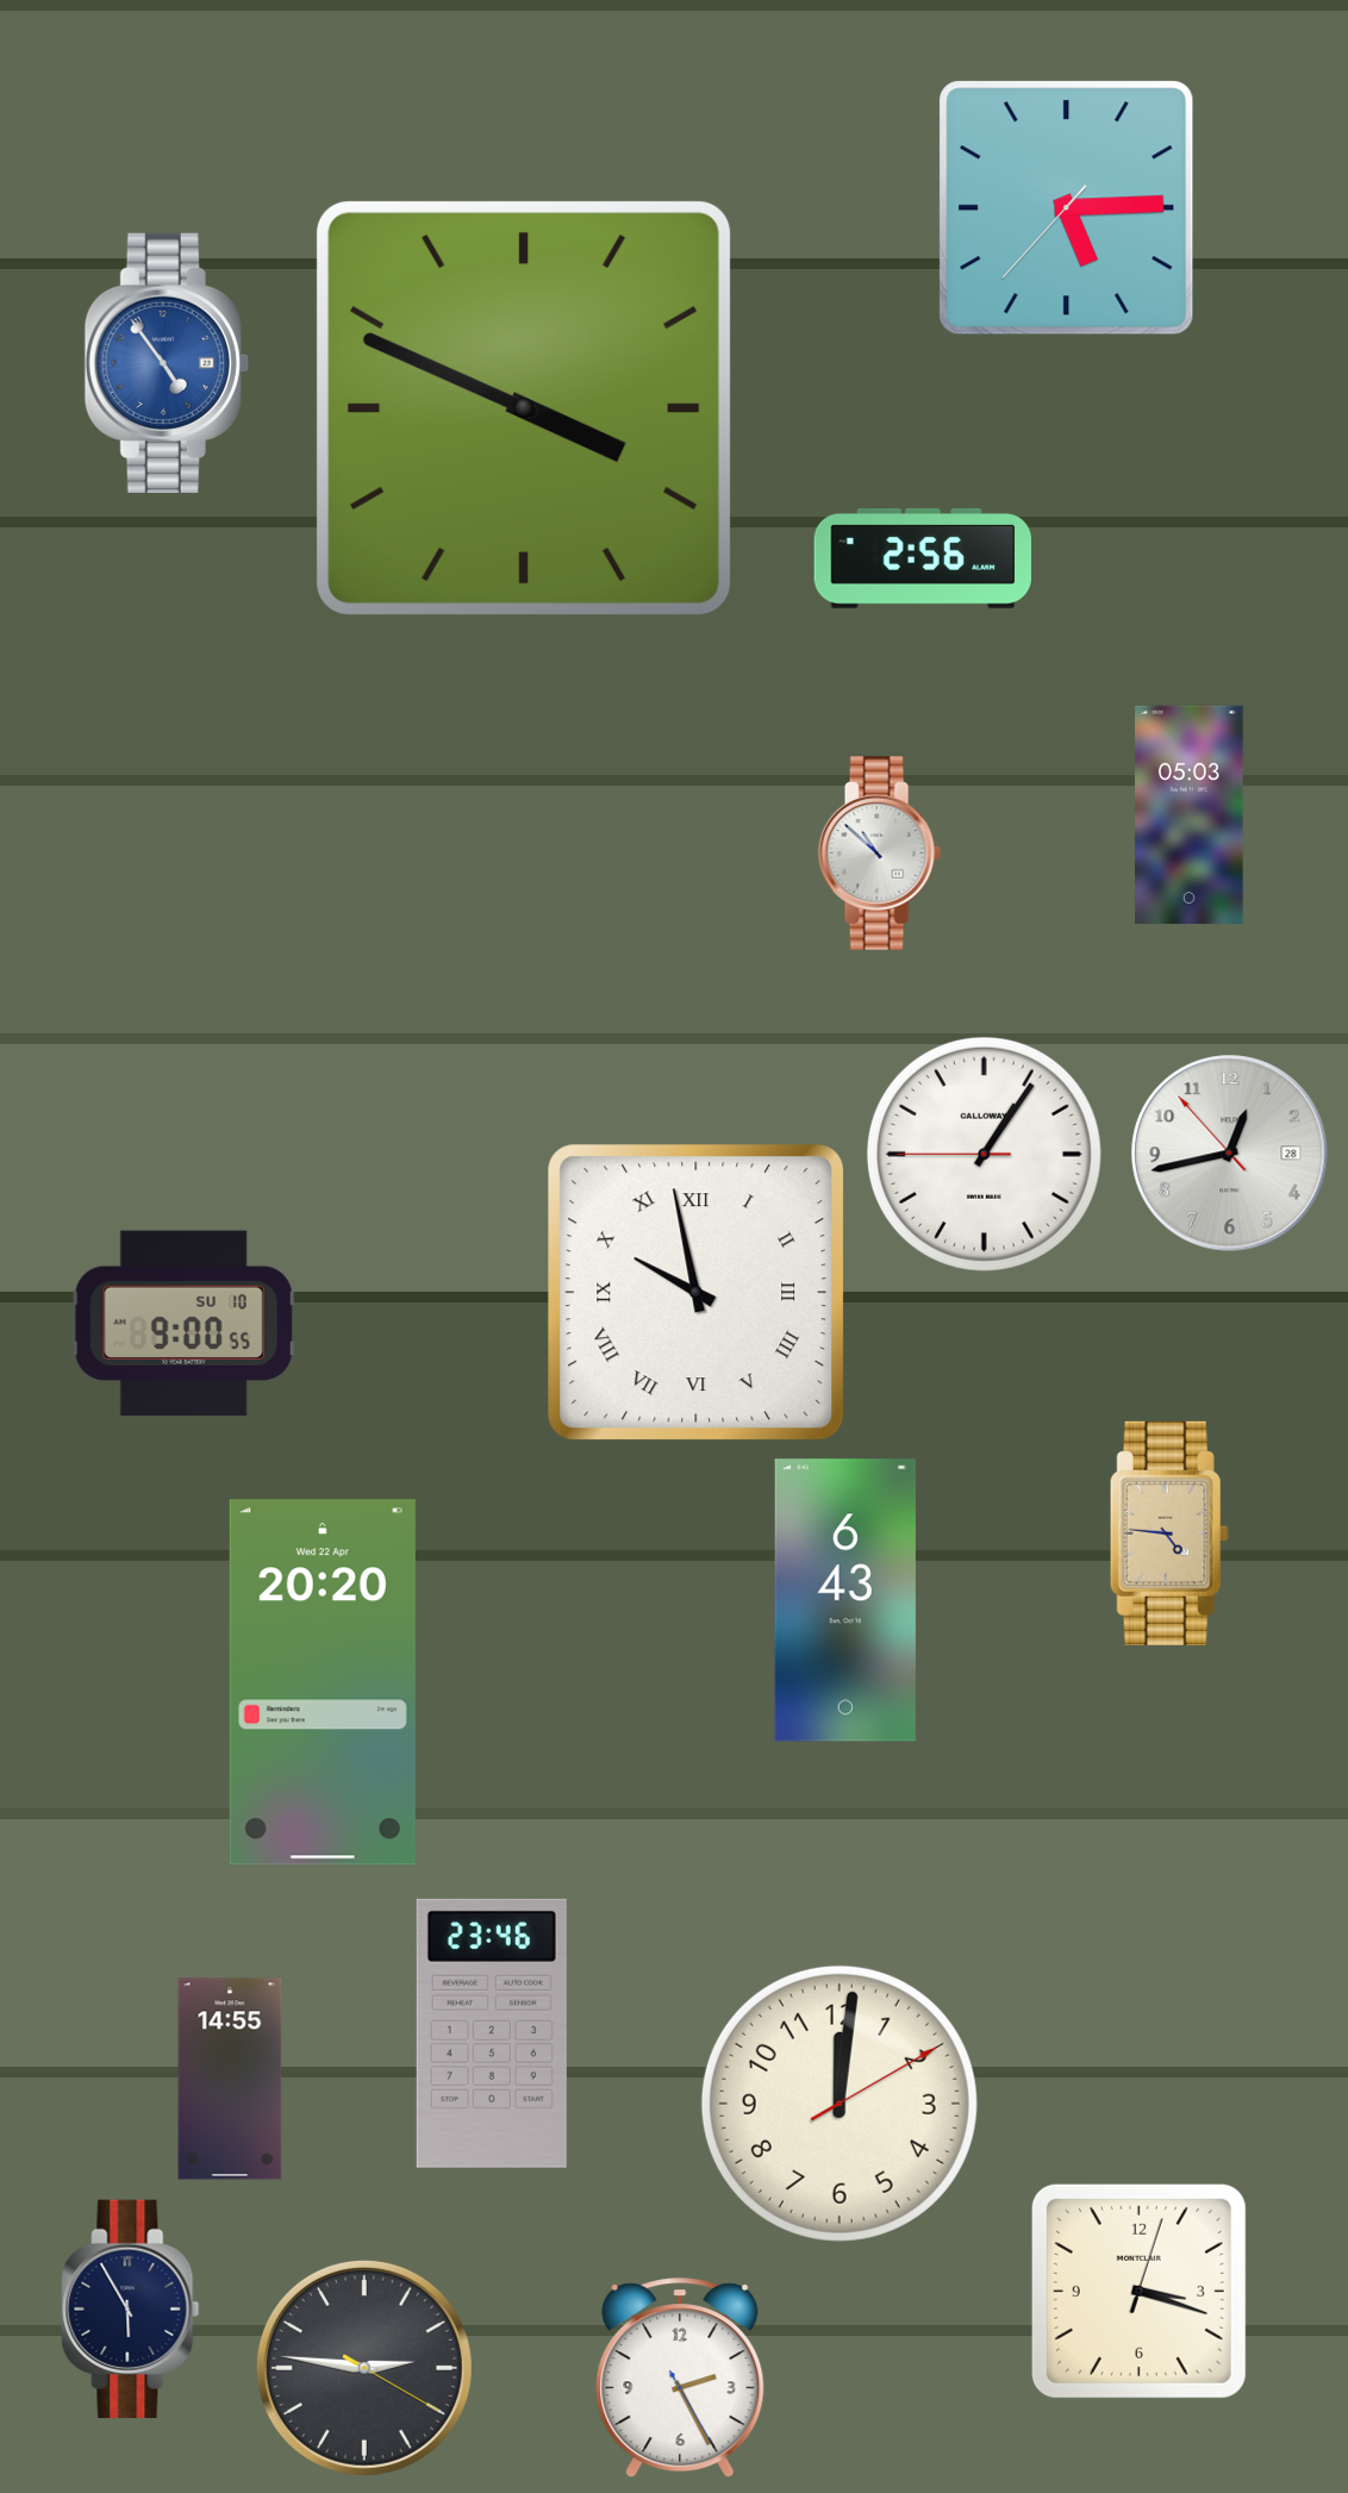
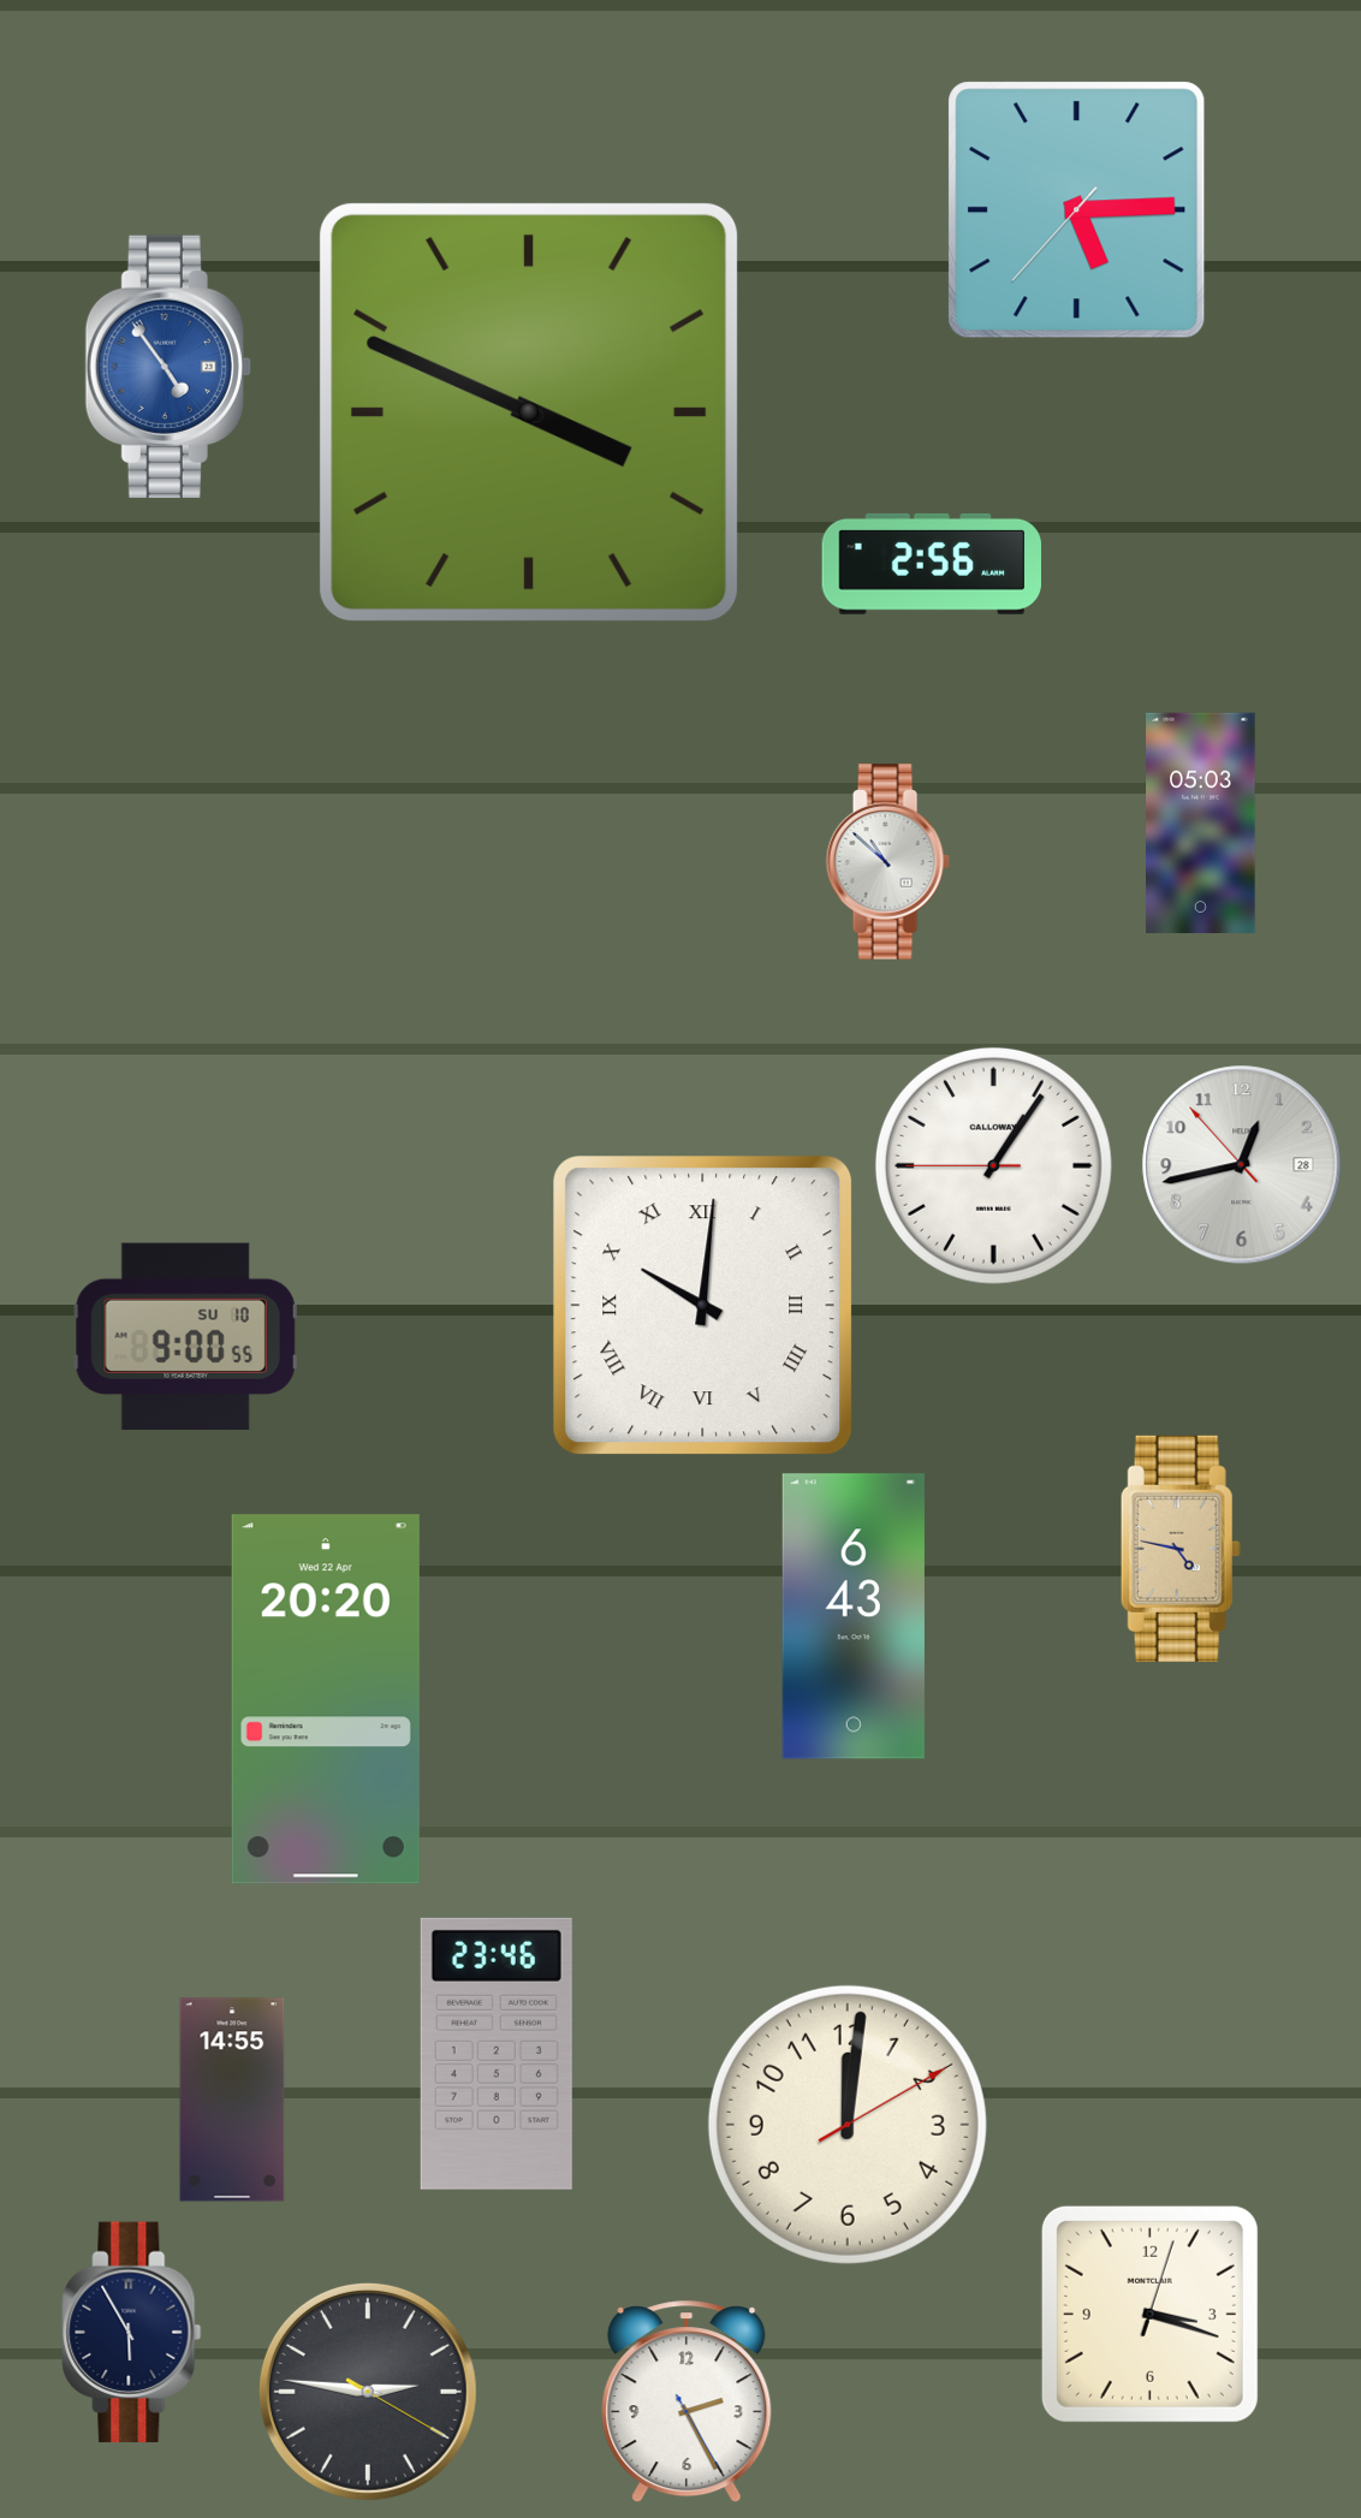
clock at (697, 1293): 9:58 -> 10:01
clock at (1169, 1533): 4:46 -> 4:47
